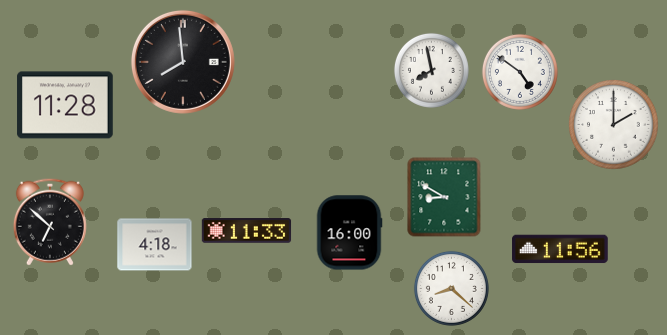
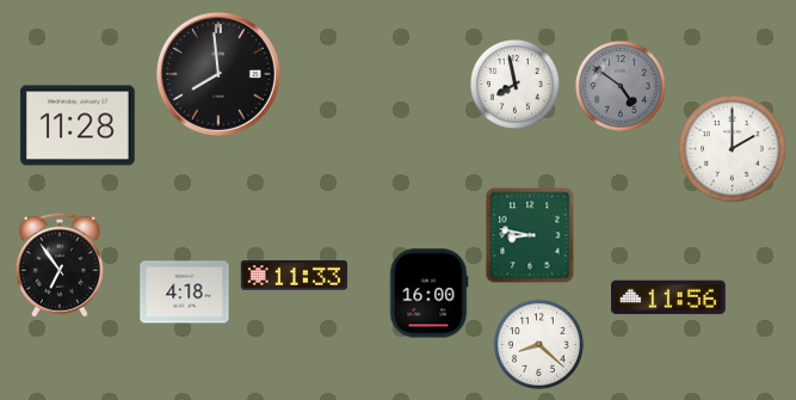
clock at (520, 72) dial: white -> grey
clock at (444, 197): 8:50 -> 8:47
clock at (50, 222): 6:52 -> 6:54
clock at (349, 233) position: (349, 233) -> (428, 294)
